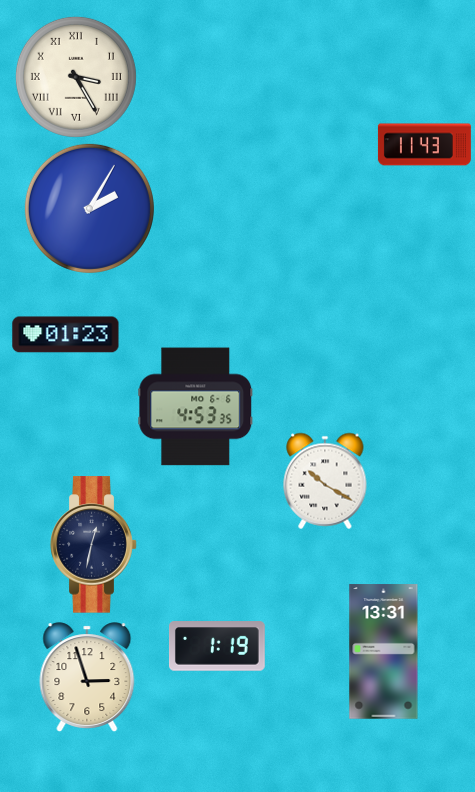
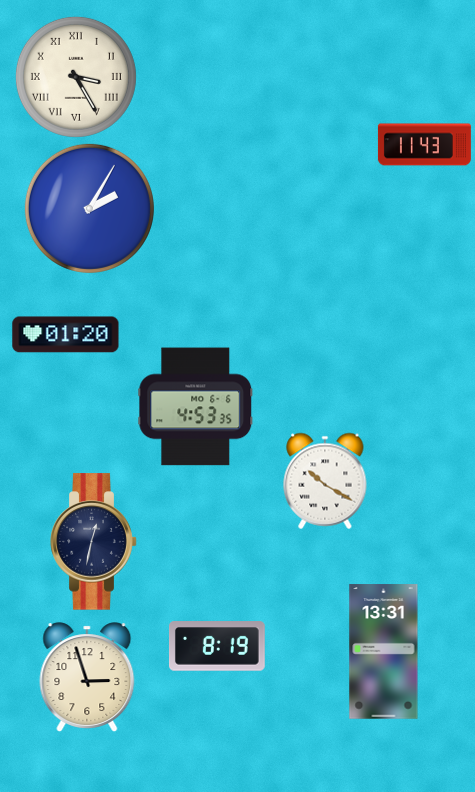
clock at (66, 335): 01:23 -> 01:20
clock at (94, 545) position: (94, 545) -> (94, 542)
clock at (218, 646): 1:19 -> 8:19
